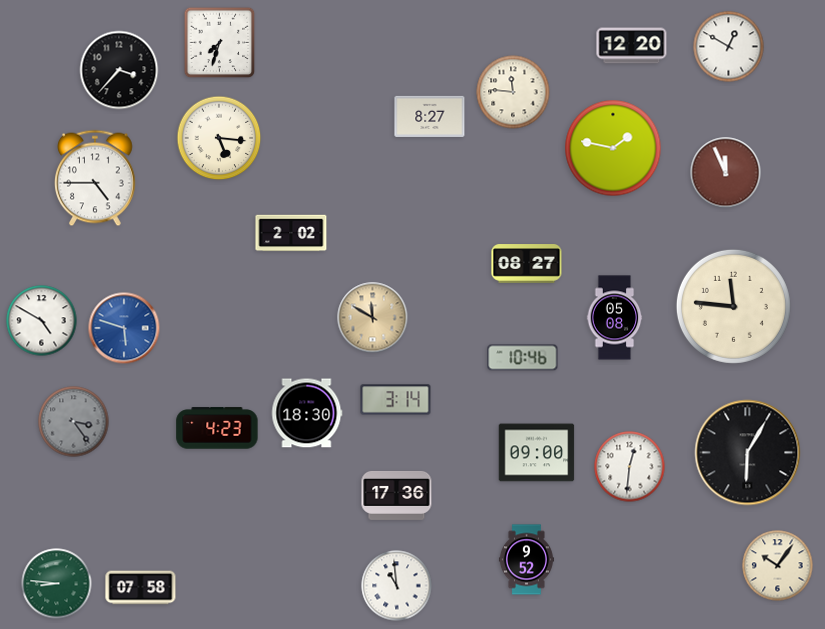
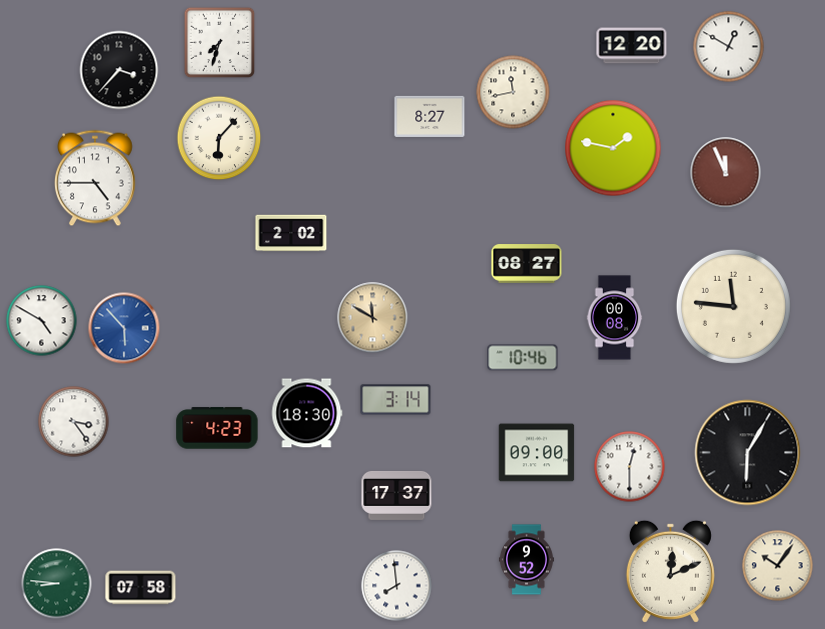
clock at (513, 92): 11:46 -> 11:43
clock at (219, 138): 5:16 -> 6:07
clock at (615, 318): 05:08 -> 00:08
clock at (124, 328): 5:48 -> 5:53
clock at (74, 422) dial: grey -> white
clock at (630, 467): 12:31 -> 12:30
clock at (397, 495): 17:36 -> 17:37
clock at (670, 571): none -> 12:11
clock at (397, 586): 10:59 -> 7:59
